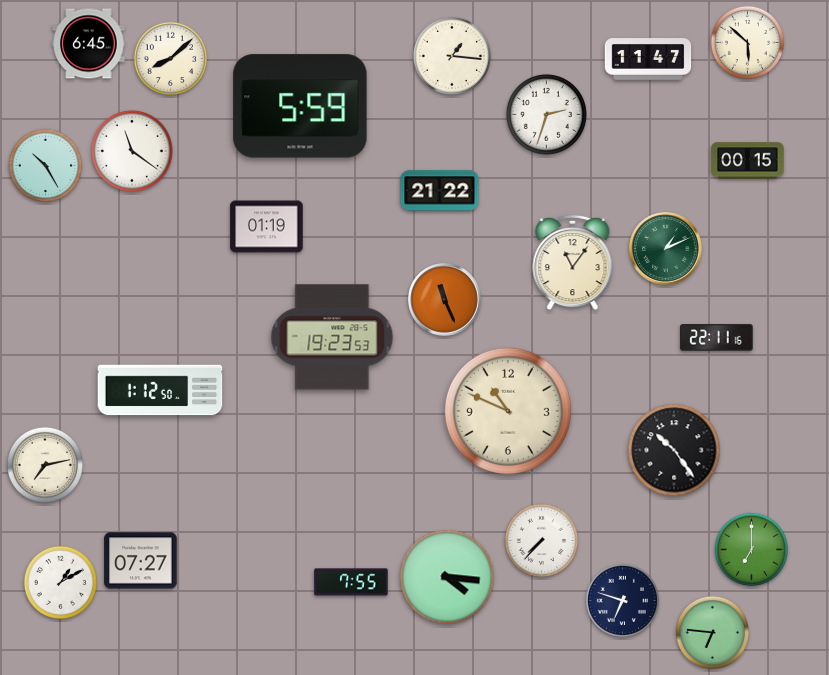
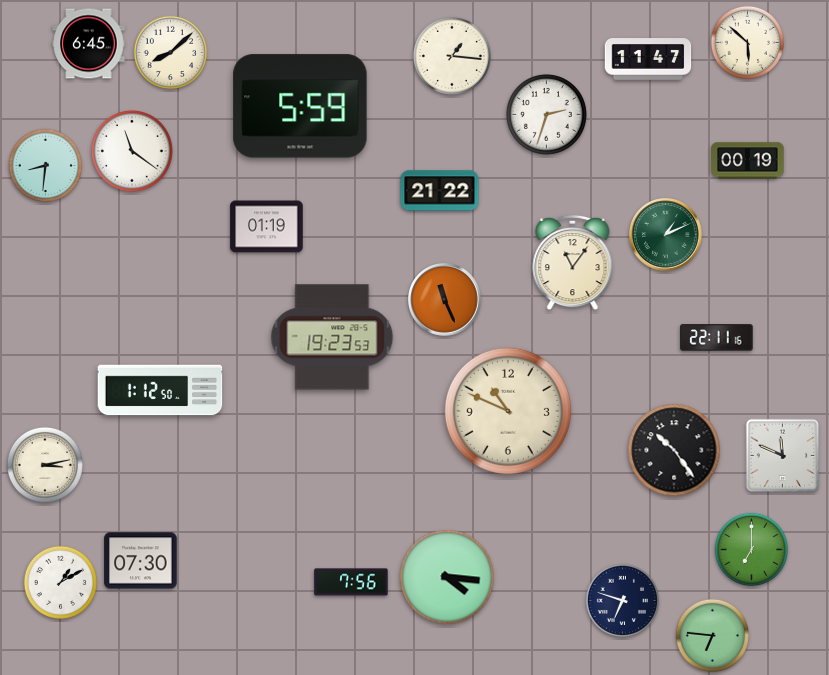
clock at (170, 58) position: (170, 58) -> (170, 52)
clock at (748, 161): 00:15 -> 00:19
clock at (45, 165): 10:25 -> 8:31
clock at (666, 249) position: (666, 249) -> (666, 235)
clock at (783, 456): none -> 11:49
clock at (45, 465): 7:13 -> 3:13
clock at (541, 540): 7:37 -> none
clock at (141, 561): 07:27 -> 07:30
clock at (351, 582): 7:55 -> 7:56
clock at (712, 632) position: (712, 632) -> (712, 635)
